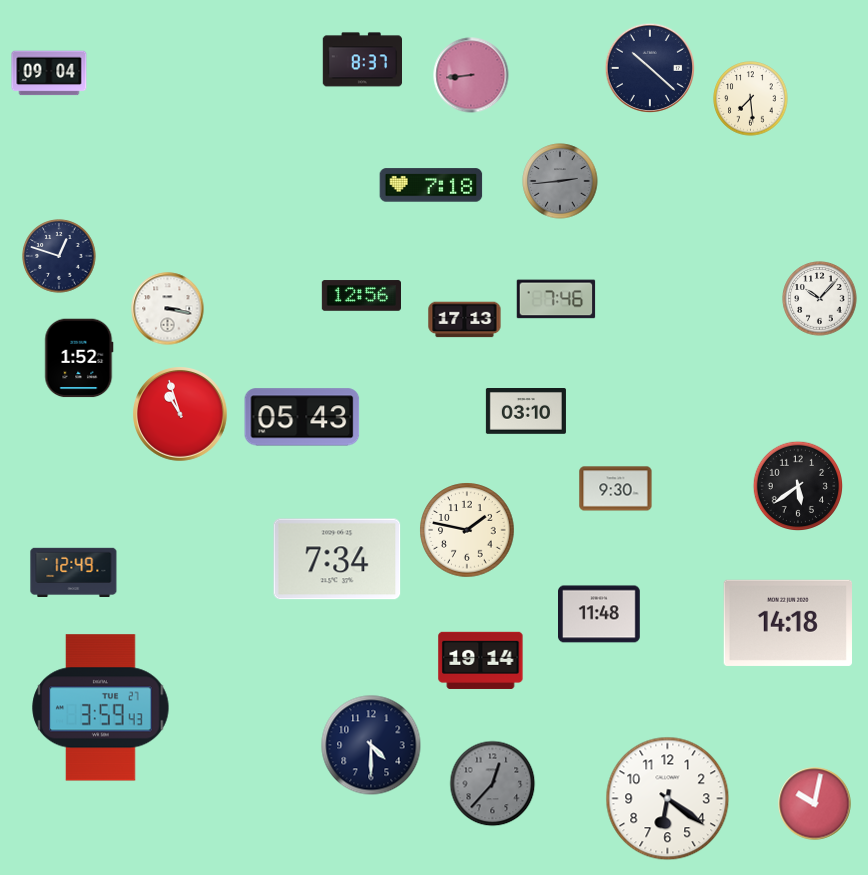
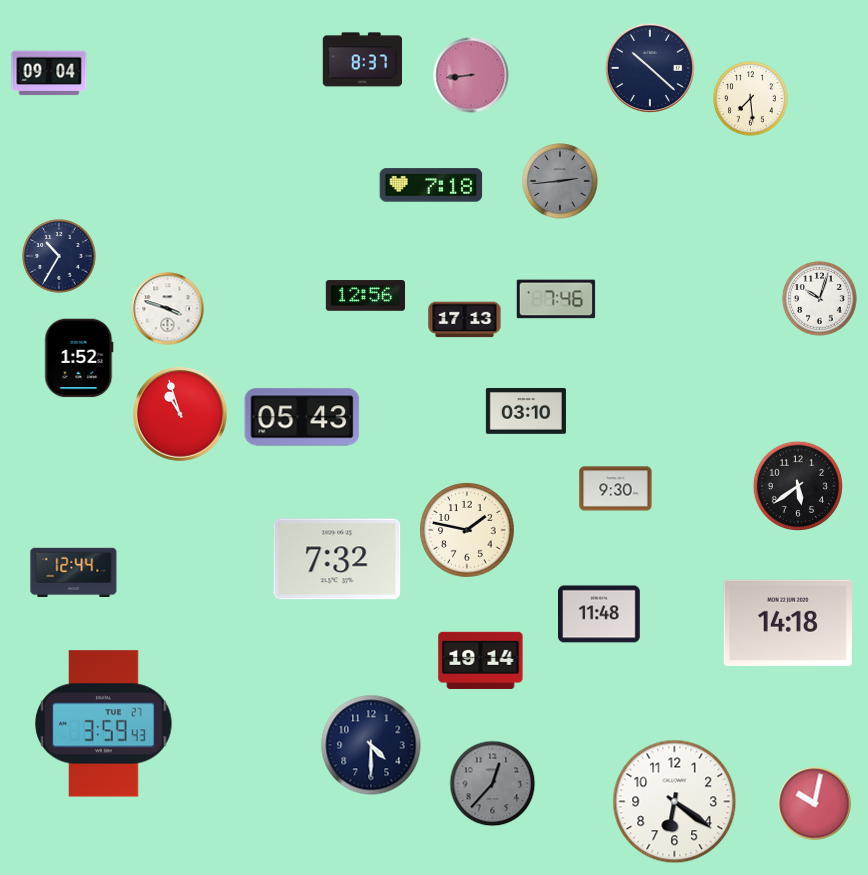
clock at (59, 256): 12:48 -> 10:35
clock at (361, 296) position: (361, 296) -> (365, 296)
clock at (820, 299): 10:07 -> 10:03
clock at (168, 309): 3:17 -> 3:48
clock at (337, 559): 7:34 -> 7:32
clock at (74, 572): 12:49 -> 12:44
clock at (101, 708) position: (101, 708) -> (104, 724)
clock at (668, 799) position: (668, 799) -> (675, 802)
